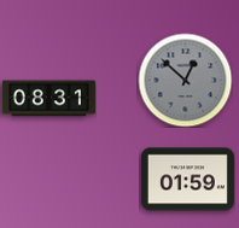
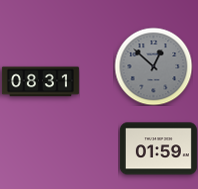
clock at (187, 180) position: (187, 180) -> (158, 149)
